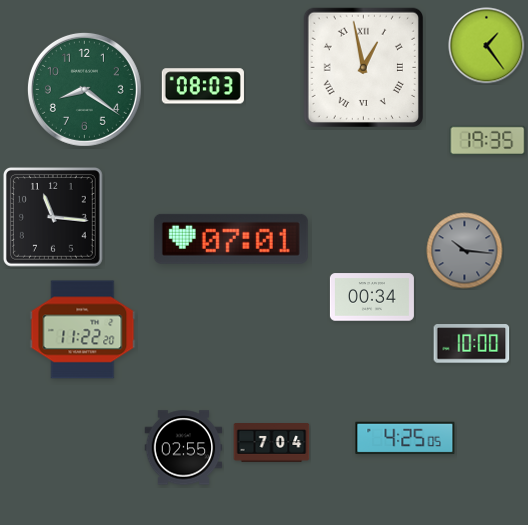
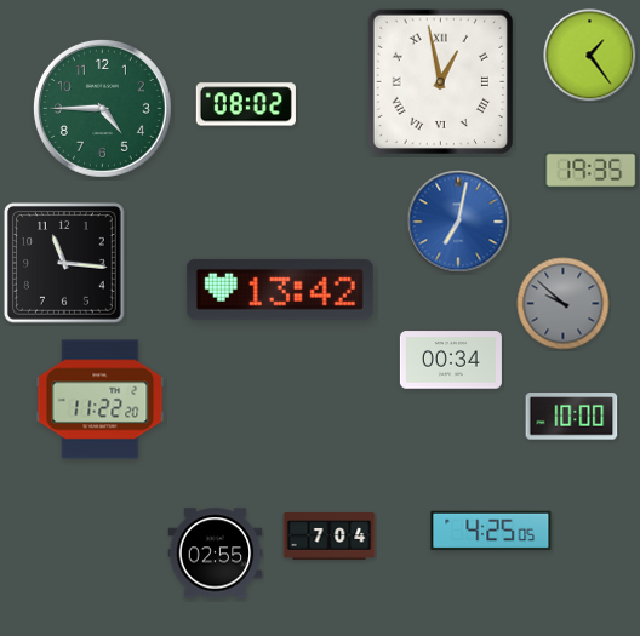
clock at (203, 86): 08:03 -> 08:02
clock at (84, 89): 8:21 -> 4:45
clock at (458, 222): none -> 7:02
clock at (231, 239): 07:01 -> 13:42
clock at (465, 251): 10:16 -> 9:52
clock at (184, 448) position: (184, 448) -> (216, 554)
